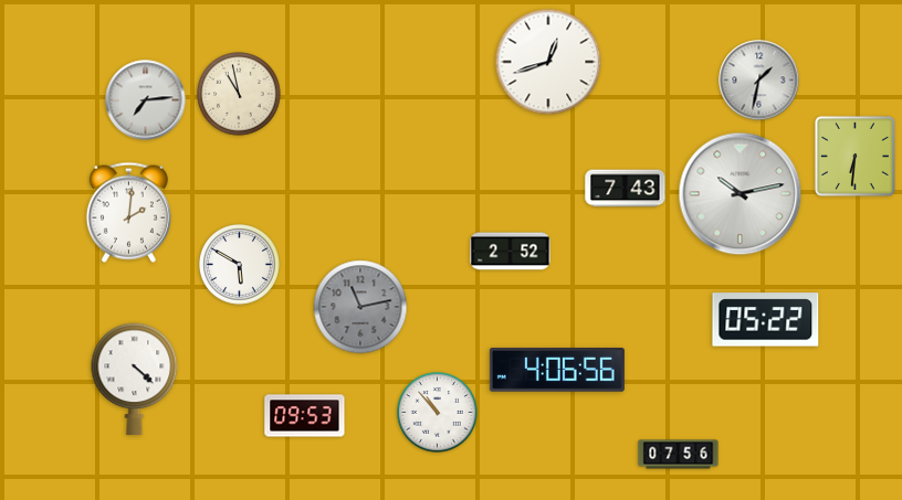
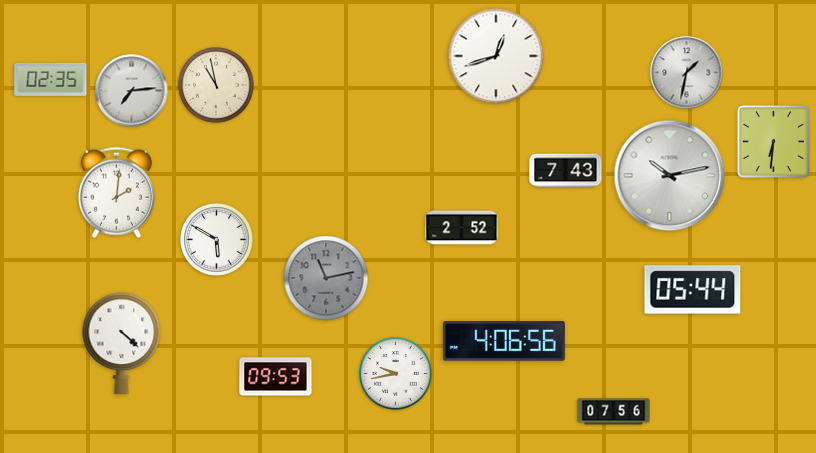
clock at (51, 79): none -> 02:35
clock at (766, 320): 05:22 -> 05:44
clock at (557, 371) position: (557, 371) -> (504, 342)
clock at (438, 413): 10:53 -> 9:43
